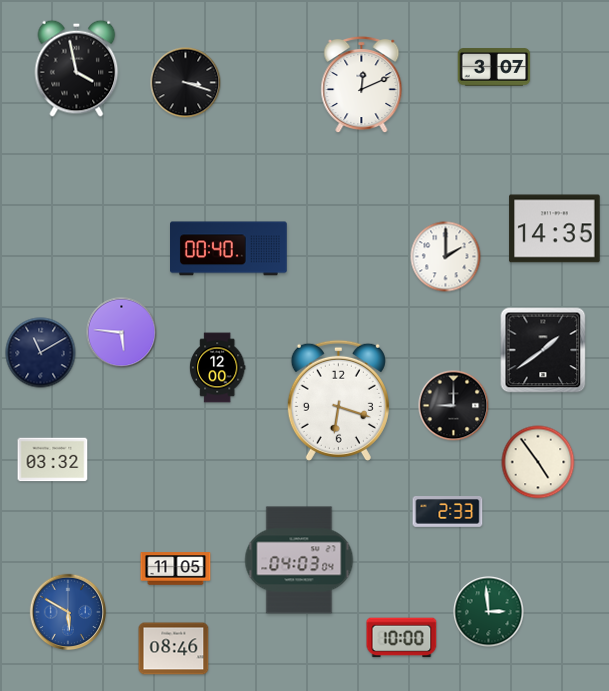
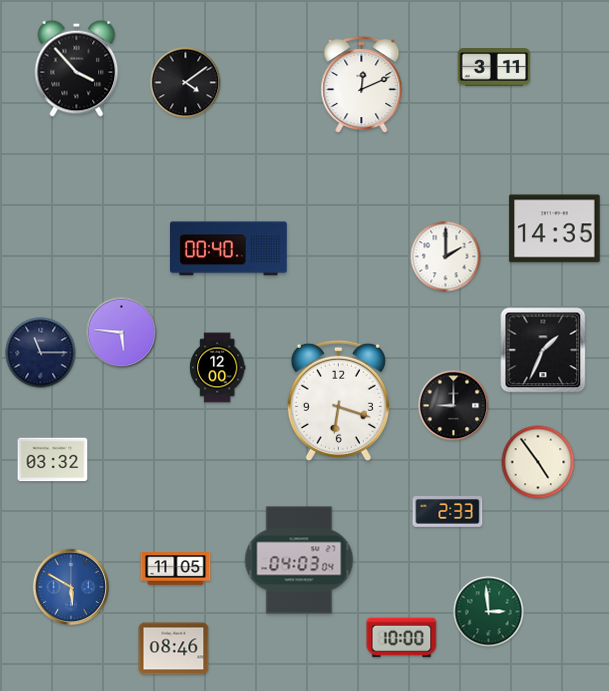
clock at (494, 67): 3:07 -> 3:11
clock at (77, 68): 3:58 -> 3:53
clock at (186, 83): 3:18 -> 4:09
clock at (543, 350): 1:39 -> 1:34
clock at (41, 353): 11:10 -> 11:15
clock at (68, 612) position: (68, 612) -> (71, 587)
